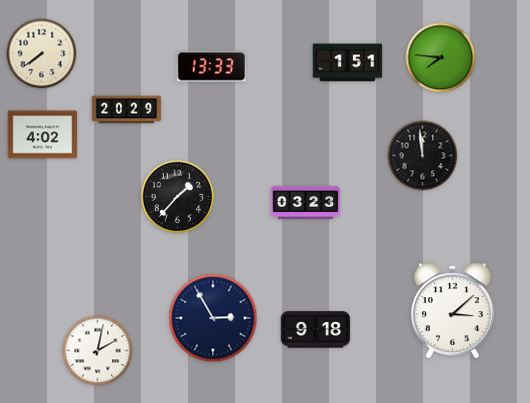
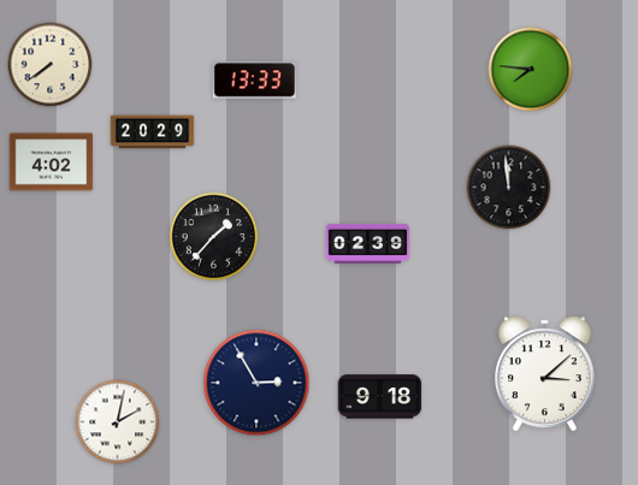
clock at (348, 63): 1:51 -> none
clock at (306, 202): 03:23 -> 02:39
